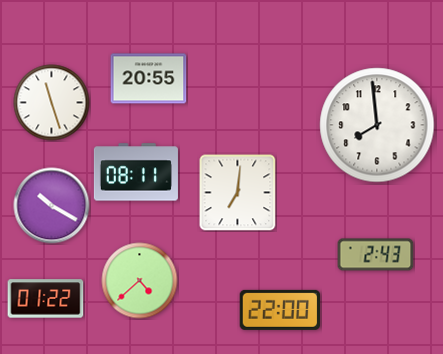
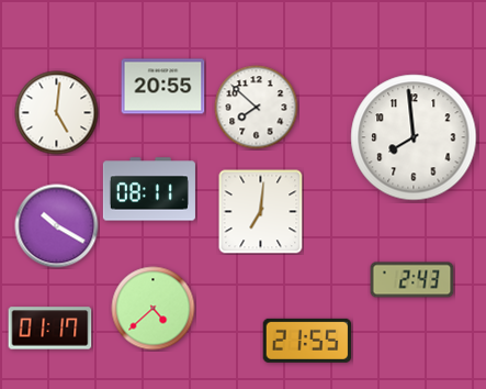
clock at (257, 108): none -> 7:52
clock at (52, 103): 11:27 -> 5:01
clock at (46, 299): 01:22 -> 01:17
clock at (280, 310): 22:00 -> 21:55
